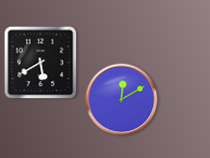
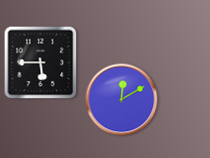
clock at (41, 63): 5:40 -> 5:45
